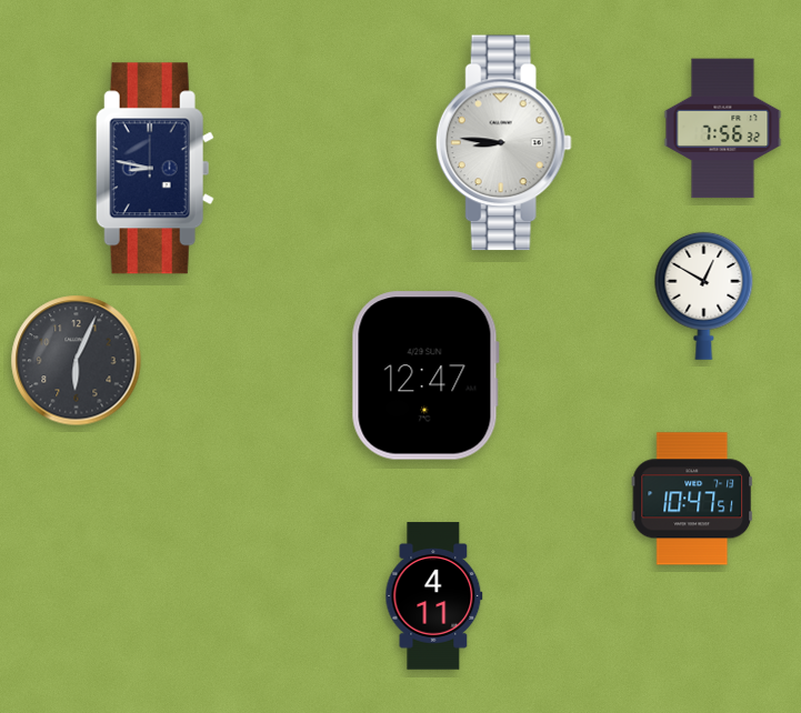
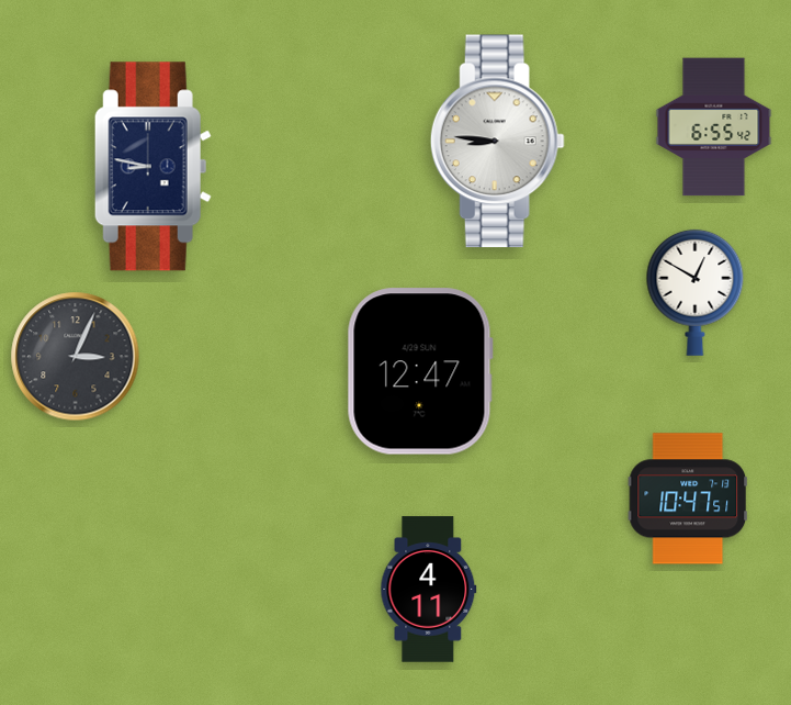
clock at (723, 129): 7:56 -> 6:55
clock at (77, 361): 6:04 -> 3:04
clock at (692, 499) position: (692, 499) -> (688, 499)
